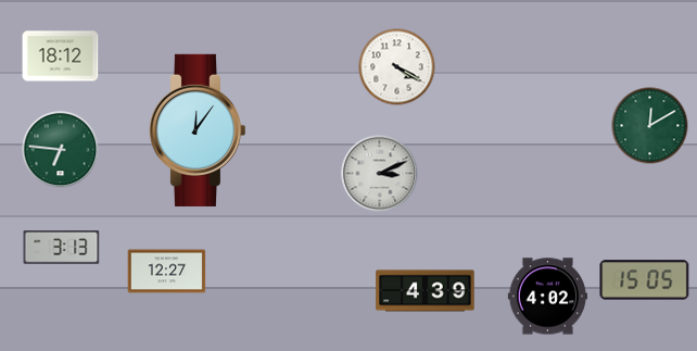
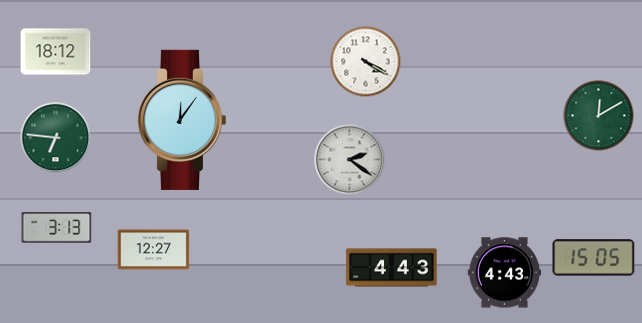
clock at (380, 174): 3:11 -> 2:21
clock at (426, 291): 4:39 -> 4:43
clock at (547, 297): 4:02 -> 4:43
